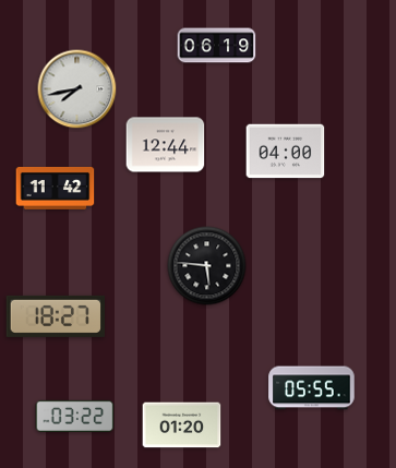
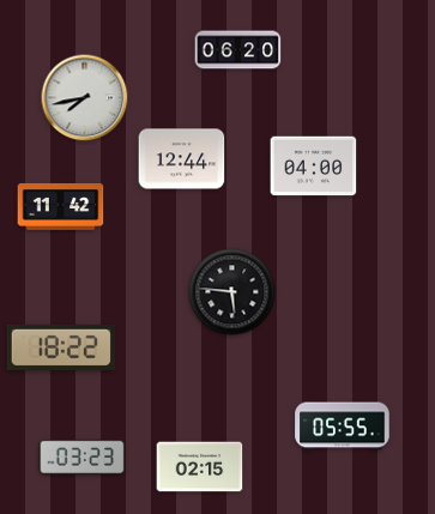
clock at (217, 46): 06:19 -> 06:20
clock at (207, 266) position: (207, 266) -> (232, 292)
clock at (55, 316): 18:27 -> 18:22
clock at (75, 416): 03:22 -> 03:23
clock at (182, 425): 01:20 -> 02:15
